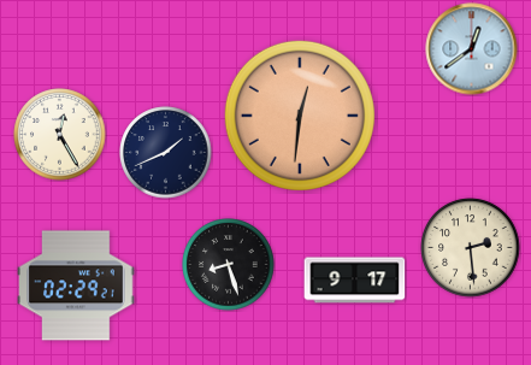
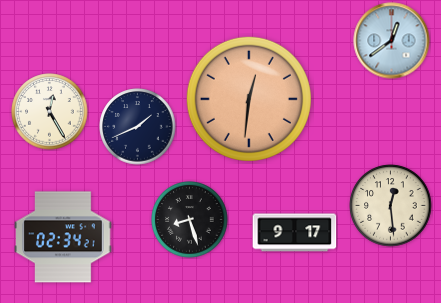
clock at (300, 116) position: (300, 116) -> (249, 99)
clock at (471, 248): 2:29 -> 12:29
clock at (77, 285): 02:29 -> 02:34
